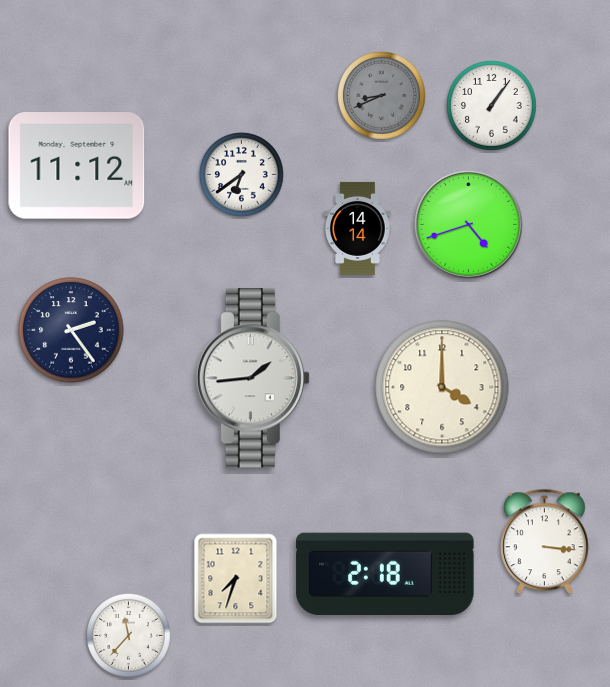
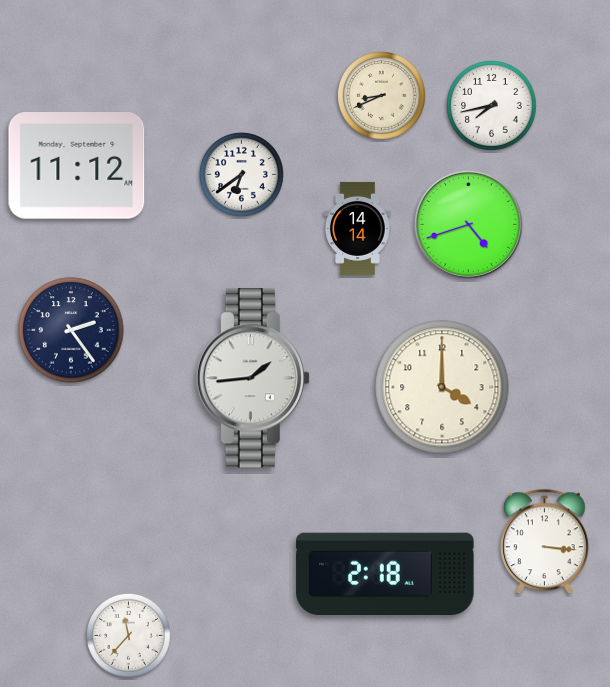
clock at (382, 96) dial: grey -> cream
clock at (492, 106): 1:06 -> 7:43
clock at (236, 579): 7:33 -> none
